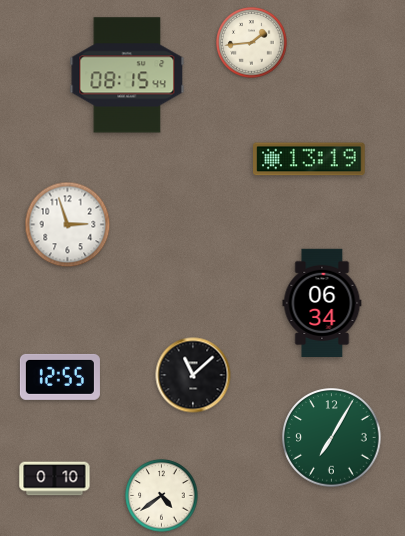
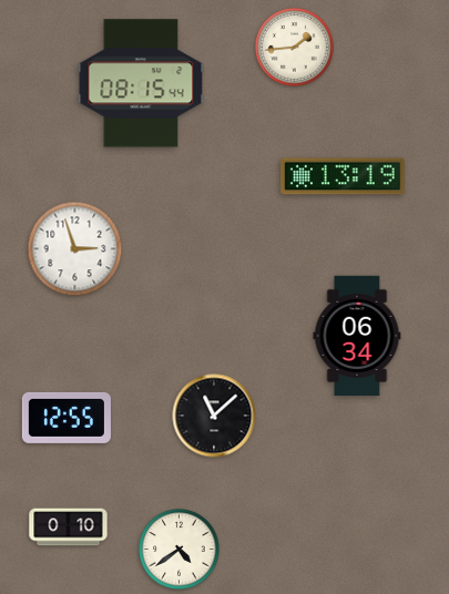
clock at (252, 43) position: (252, 43) -> (295, 48)
clock at (332, 438): 7:05 -> none
clock at (55, 479) position: (55, 479) -> (69, 528)
